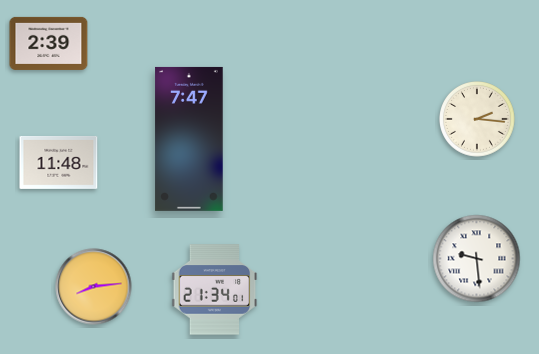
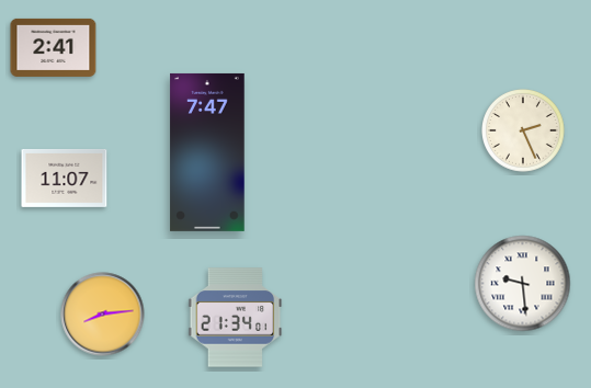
clock at (49, 43): 2:39 -> 2:41
clock at (477, 120): 2:16 -> 2:26
clock at (59, 162): 11:48 -> 11:07
